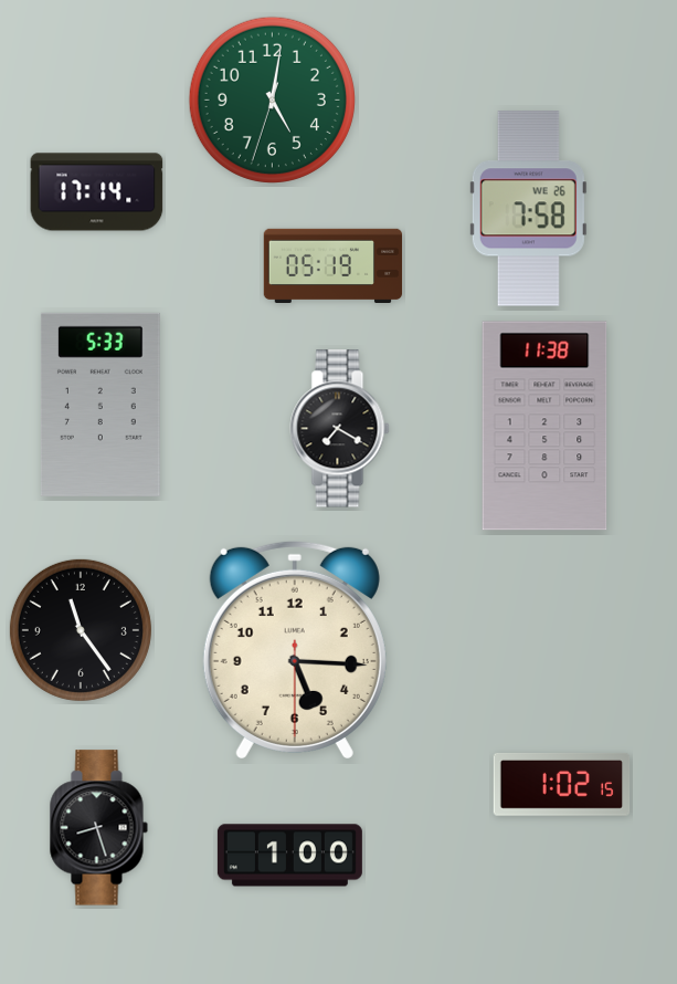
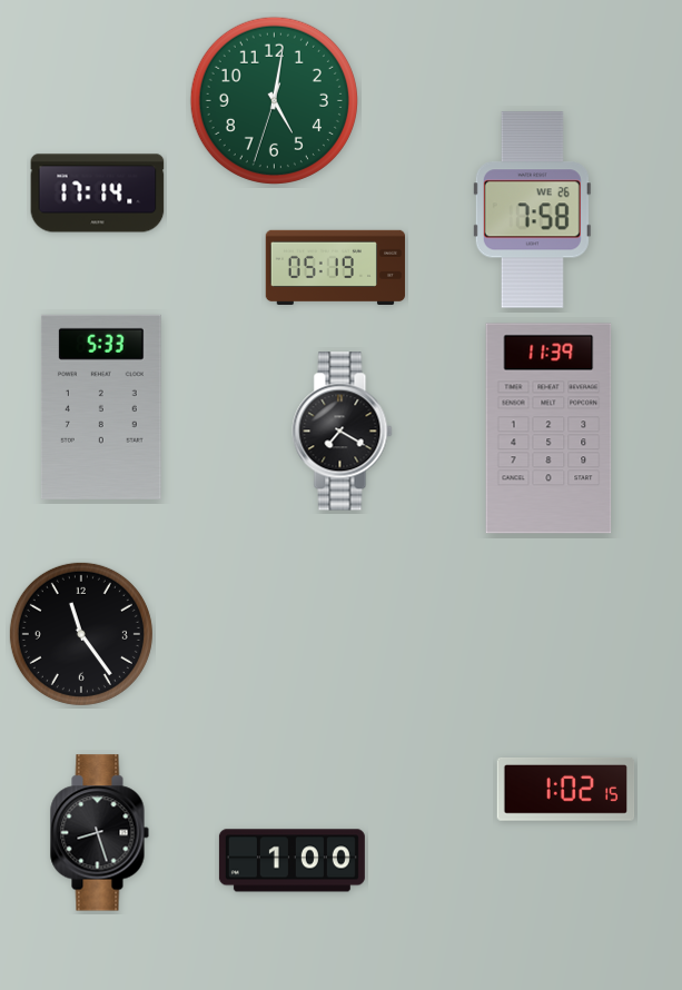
clock at (544, 426): 11:38 -> 11:39
clock at (295, 650): 5:15 -> none
